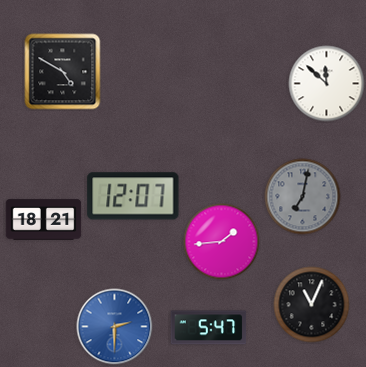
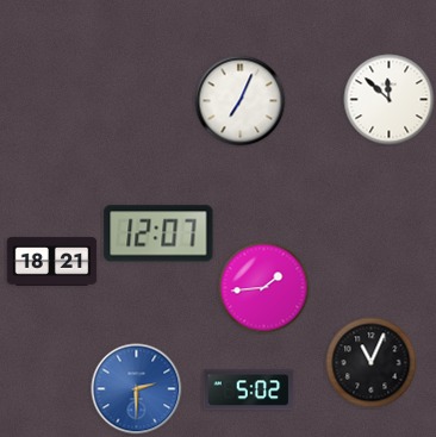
clock at (63, 72): 4:50 -> none
clock at (241, 101): none -> 7:04
clock at (303, 197): 7:02 -> none
clock at (209, 328): 5:47 -> 5:02
